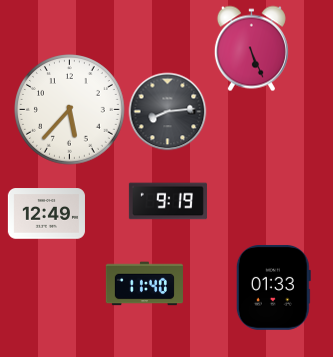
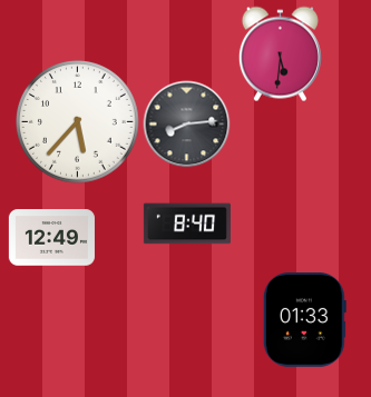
clock at (251, 48): 5:26 -> 5:31
clock at (168, 201): 9:19 -> 8:40
clock at (144, 284): 11:40 -> none
